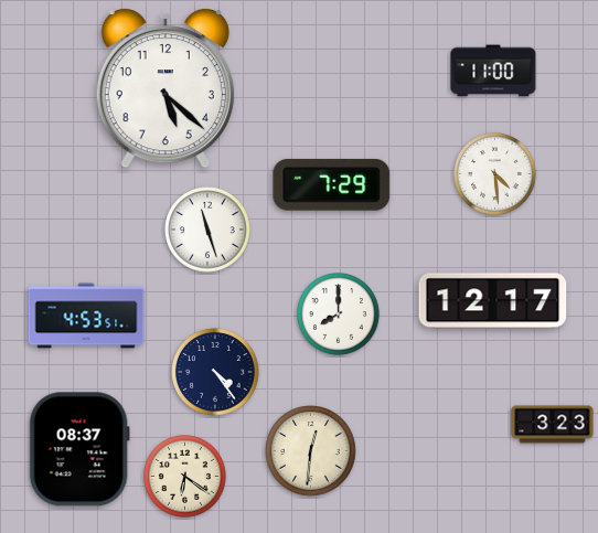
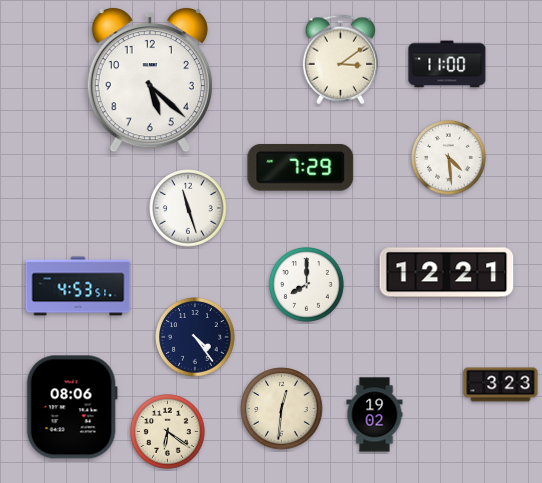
clock at (341, 60): none -> 3:09
clock at (493, 301): 12:17 -> 12:21
clock at (79, 449): 08:37 -> 08:06
clock at (375, 415): none -> 19:02
